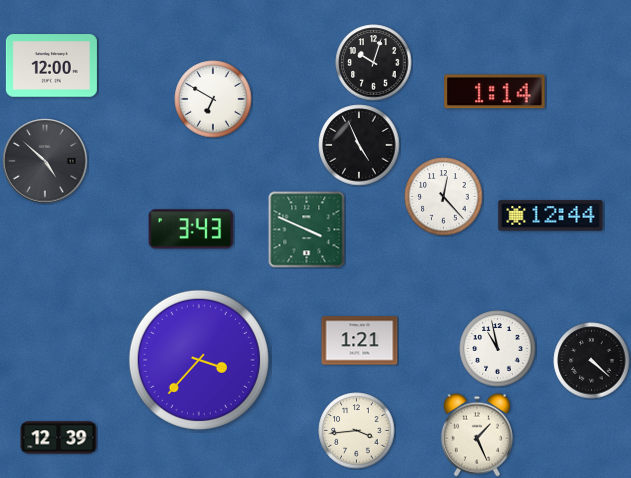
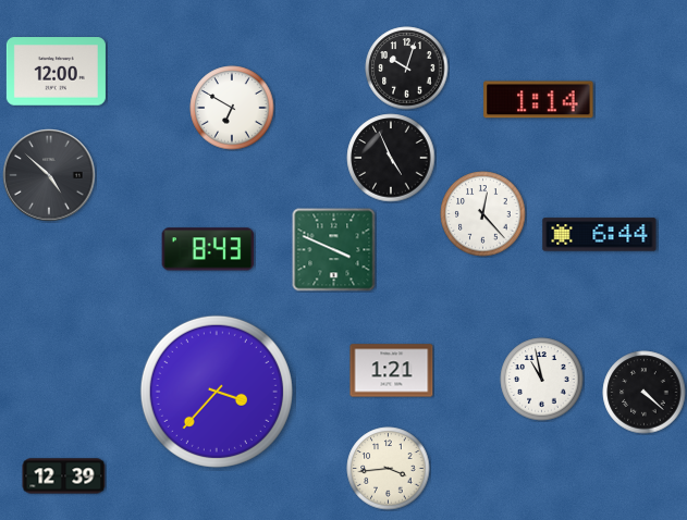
clock at (551, 216): 12:44 -> 6:44
clock at (191, 229): 3:43 -> 8:43
clock at (477, 435): 1:26 -> none
